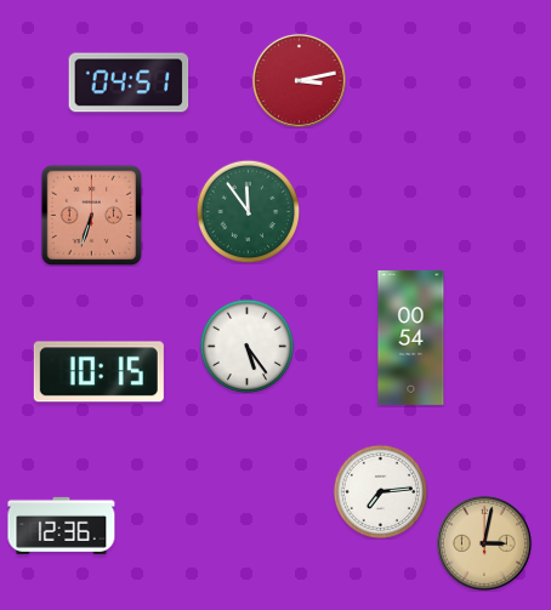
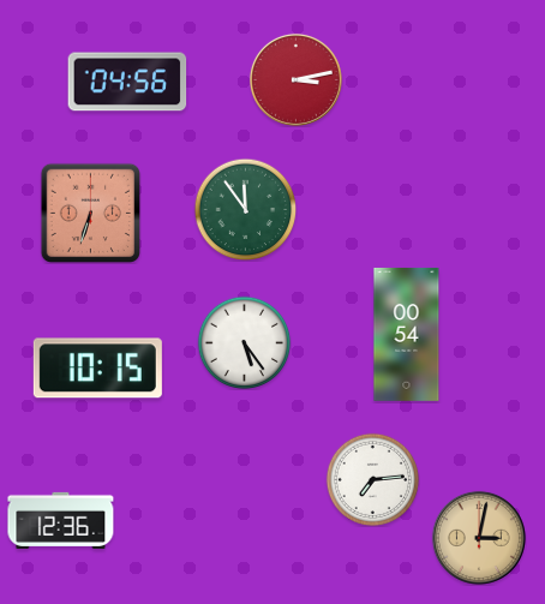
clock at (129, 82): 04:51 -> 04:56
clock at (380, 491) position: (380, 491) -> (372, 479)
